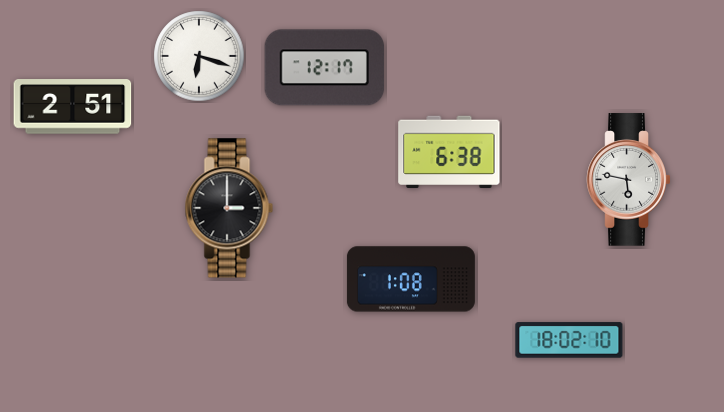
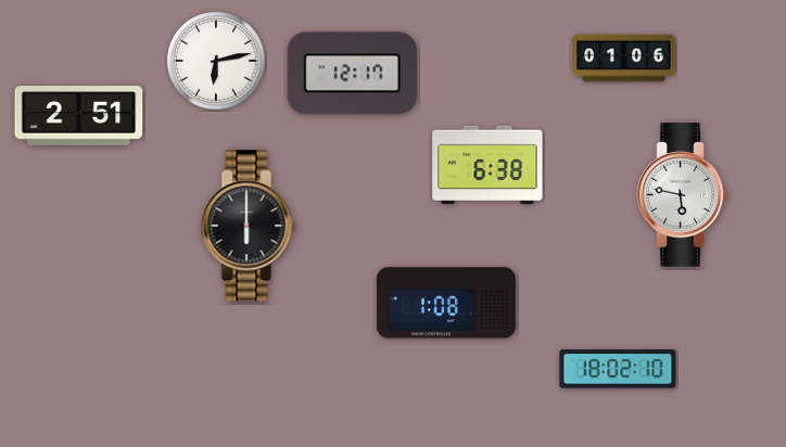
clock at (624, 59): none -> 01:06
clock at (199, 56): 6:18 -> 6:13
clock at (229, 208): 3:00 -> 6:00
